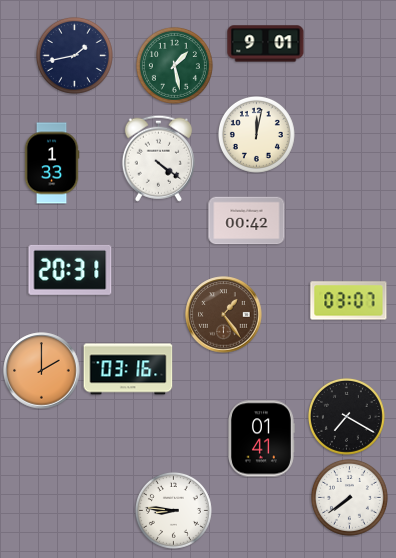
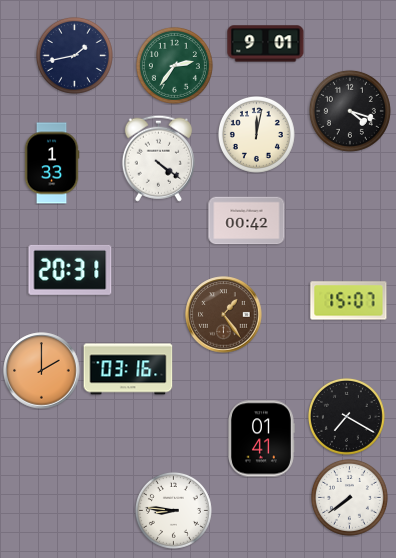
clock at (174, 65): 1:28 -> 2:36
clock at (350, 111): none -> 4:18
clock at (349, 301): 03:07 -> 15:07
